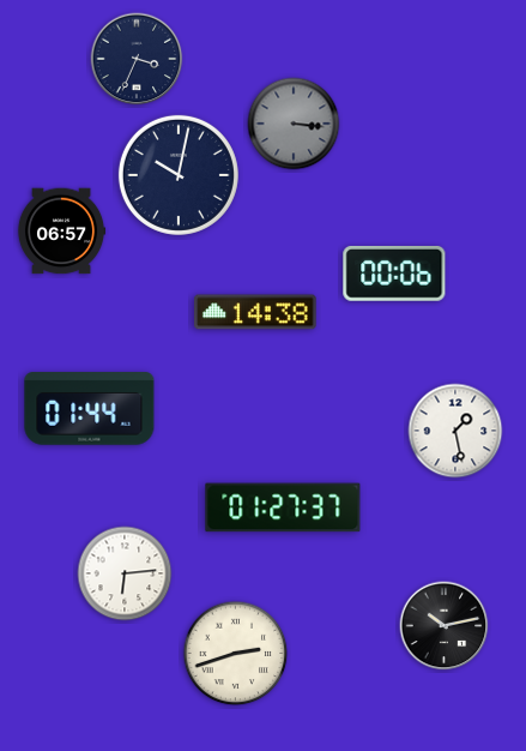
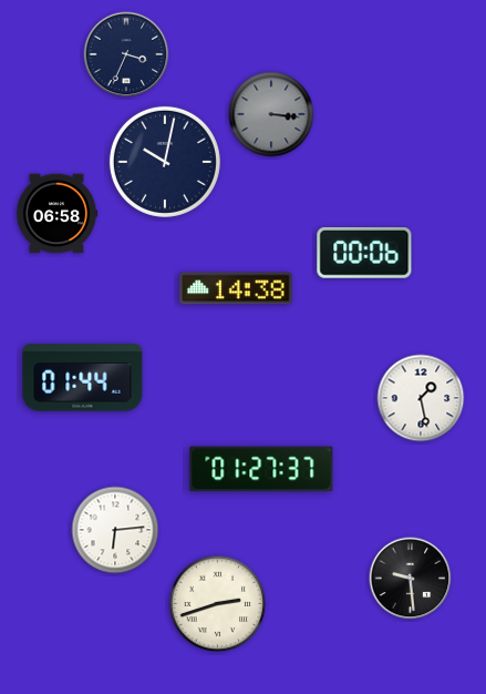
clock at (61, 232): 06:57 -> 06:58
clock at (445, 626): 10:13 -> 9:29
